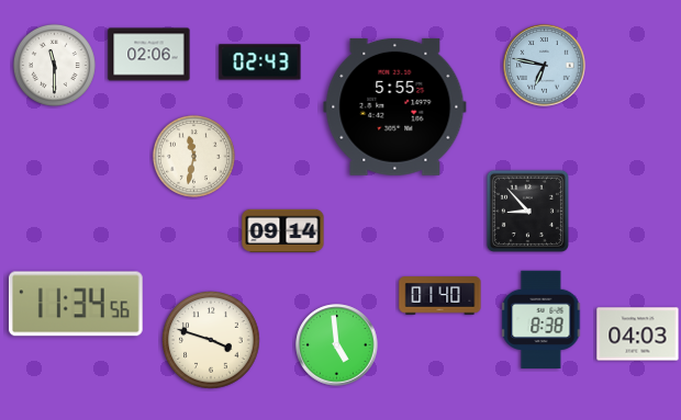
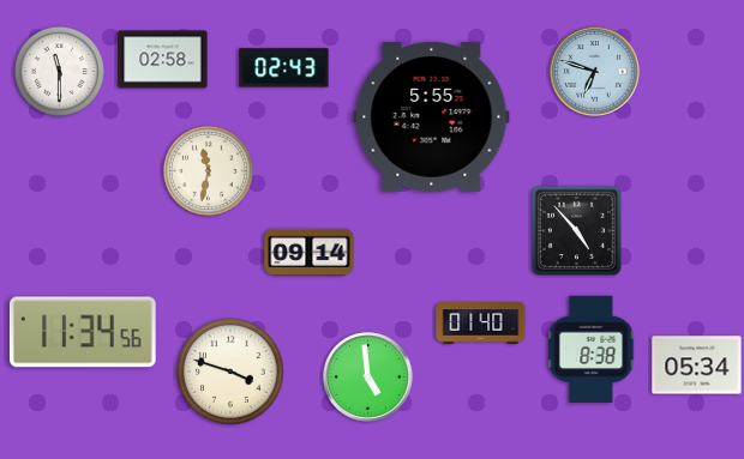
clock at (149, 55): 02:06 -> 02:58
clock at (545, 66): 6:47 -> 6:48
clock at (193, 156) position: (193, 156) -> (208, 170)
clock at (527, 211): 8:53 -> 4:53
clock at (638, 334): 04:03 -> 05:34
